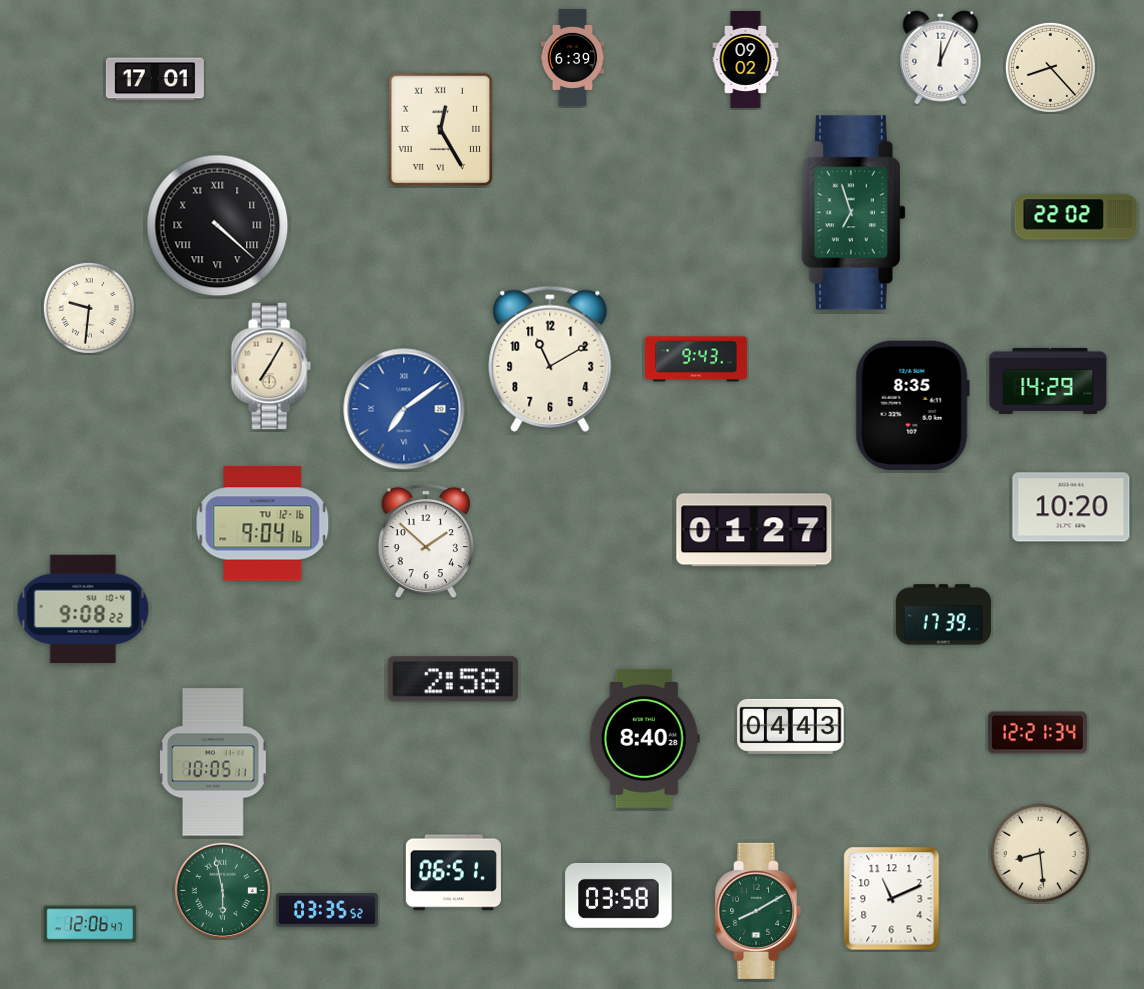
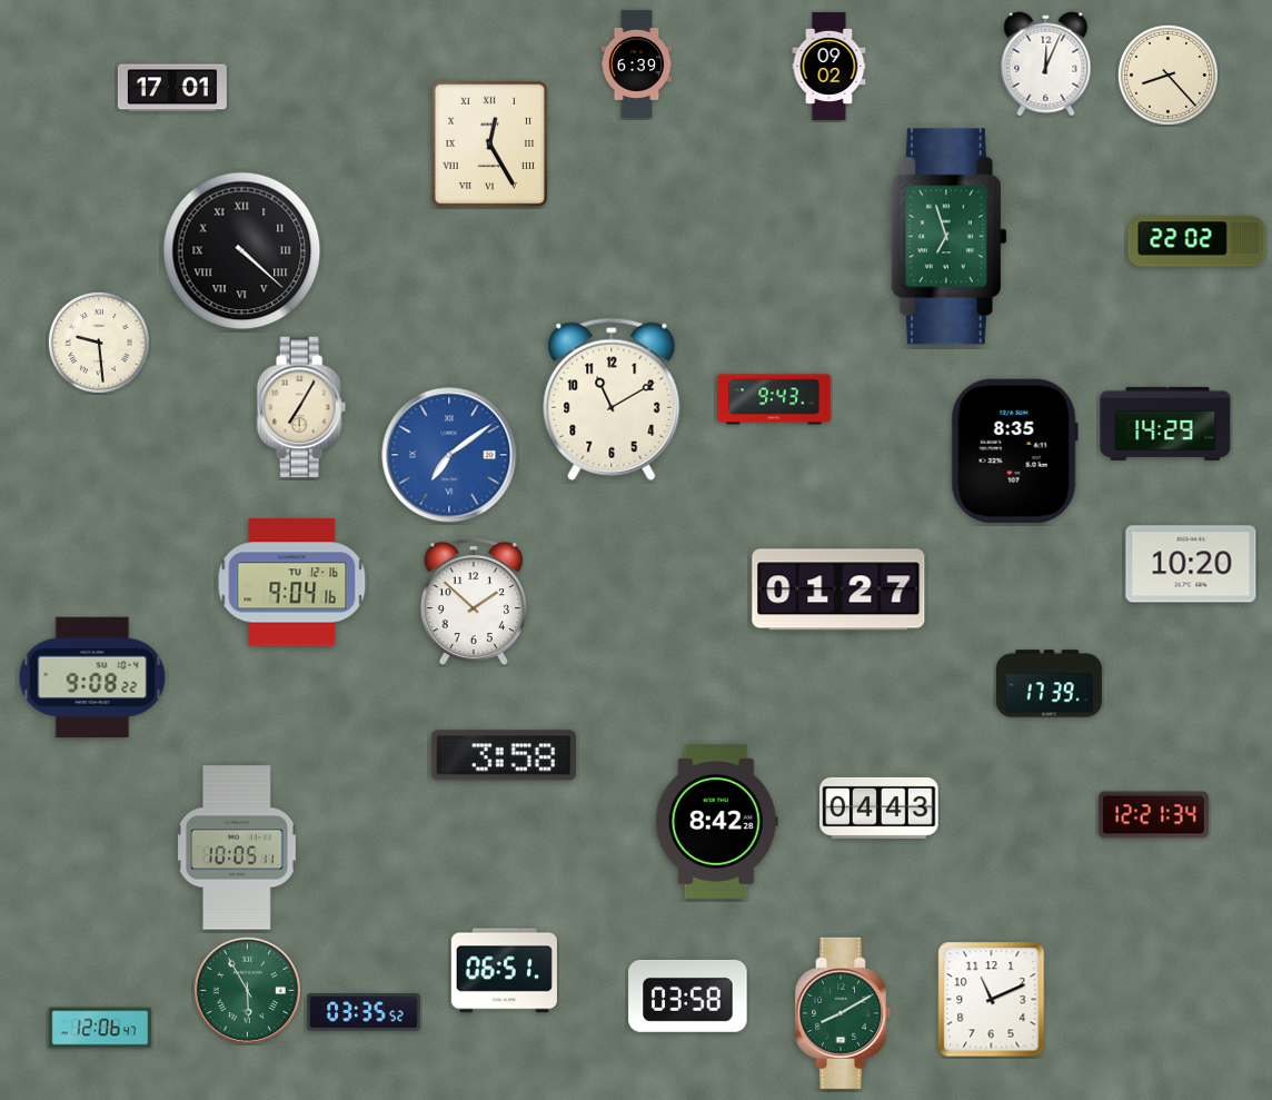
clock at (89, 308): 9:31 -> 9:29
clock at (453, 679): 2:58 -> 3:58
clock at (644, 738): 8:40 -> 8:42
clock at (1040, 853): 8:29 -> none
clock at (222, 890): 5:58 -> 5:55
